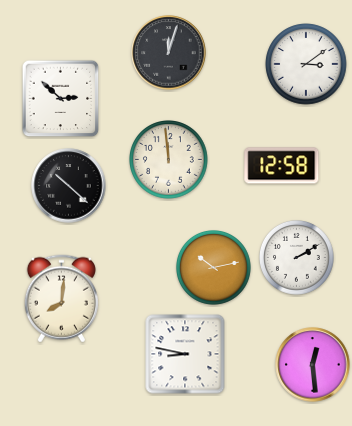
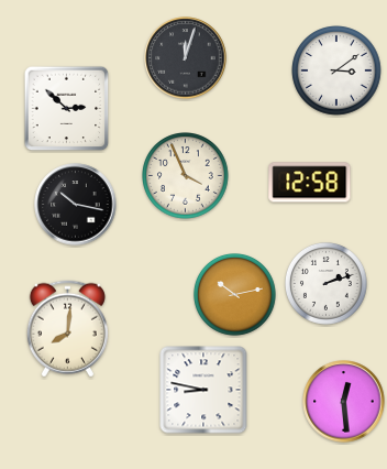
clock at (169, 160): 11:59 -> 3:56
clock at (69, 186): 10:22 -> 10:17
clock at (297, 258): 2:10 -> 2:12
